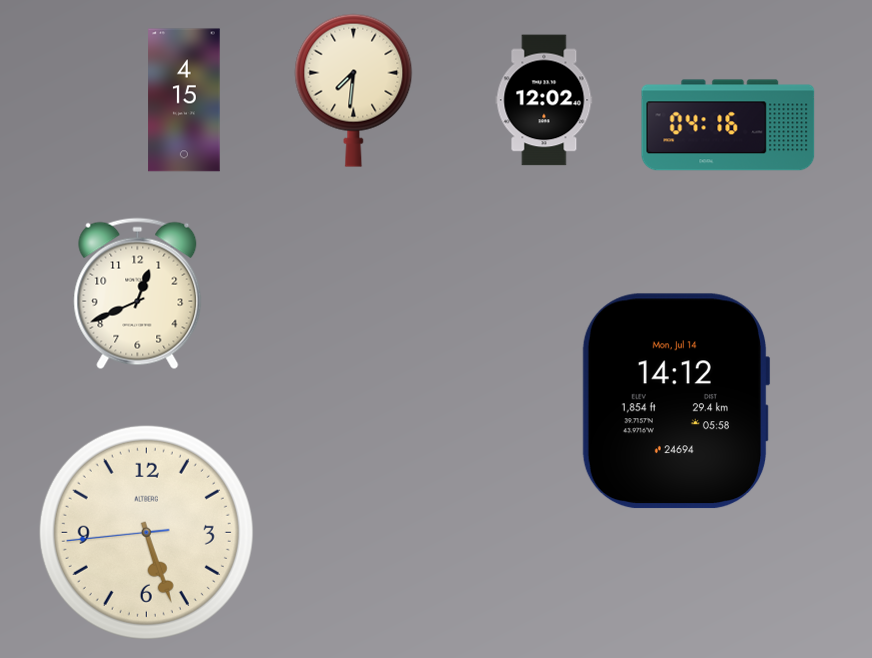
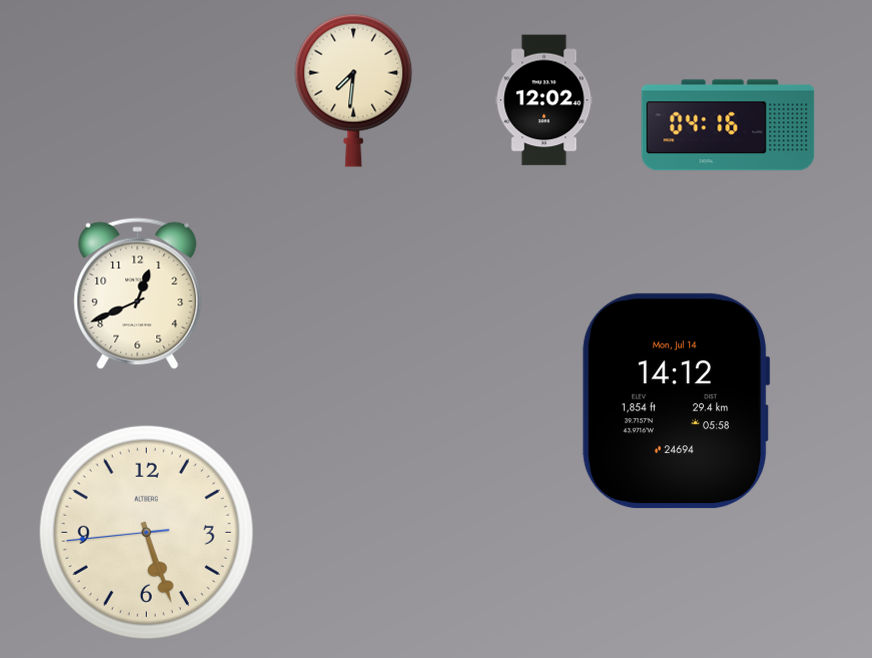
clock at (184, 100): 4:15 -> none
